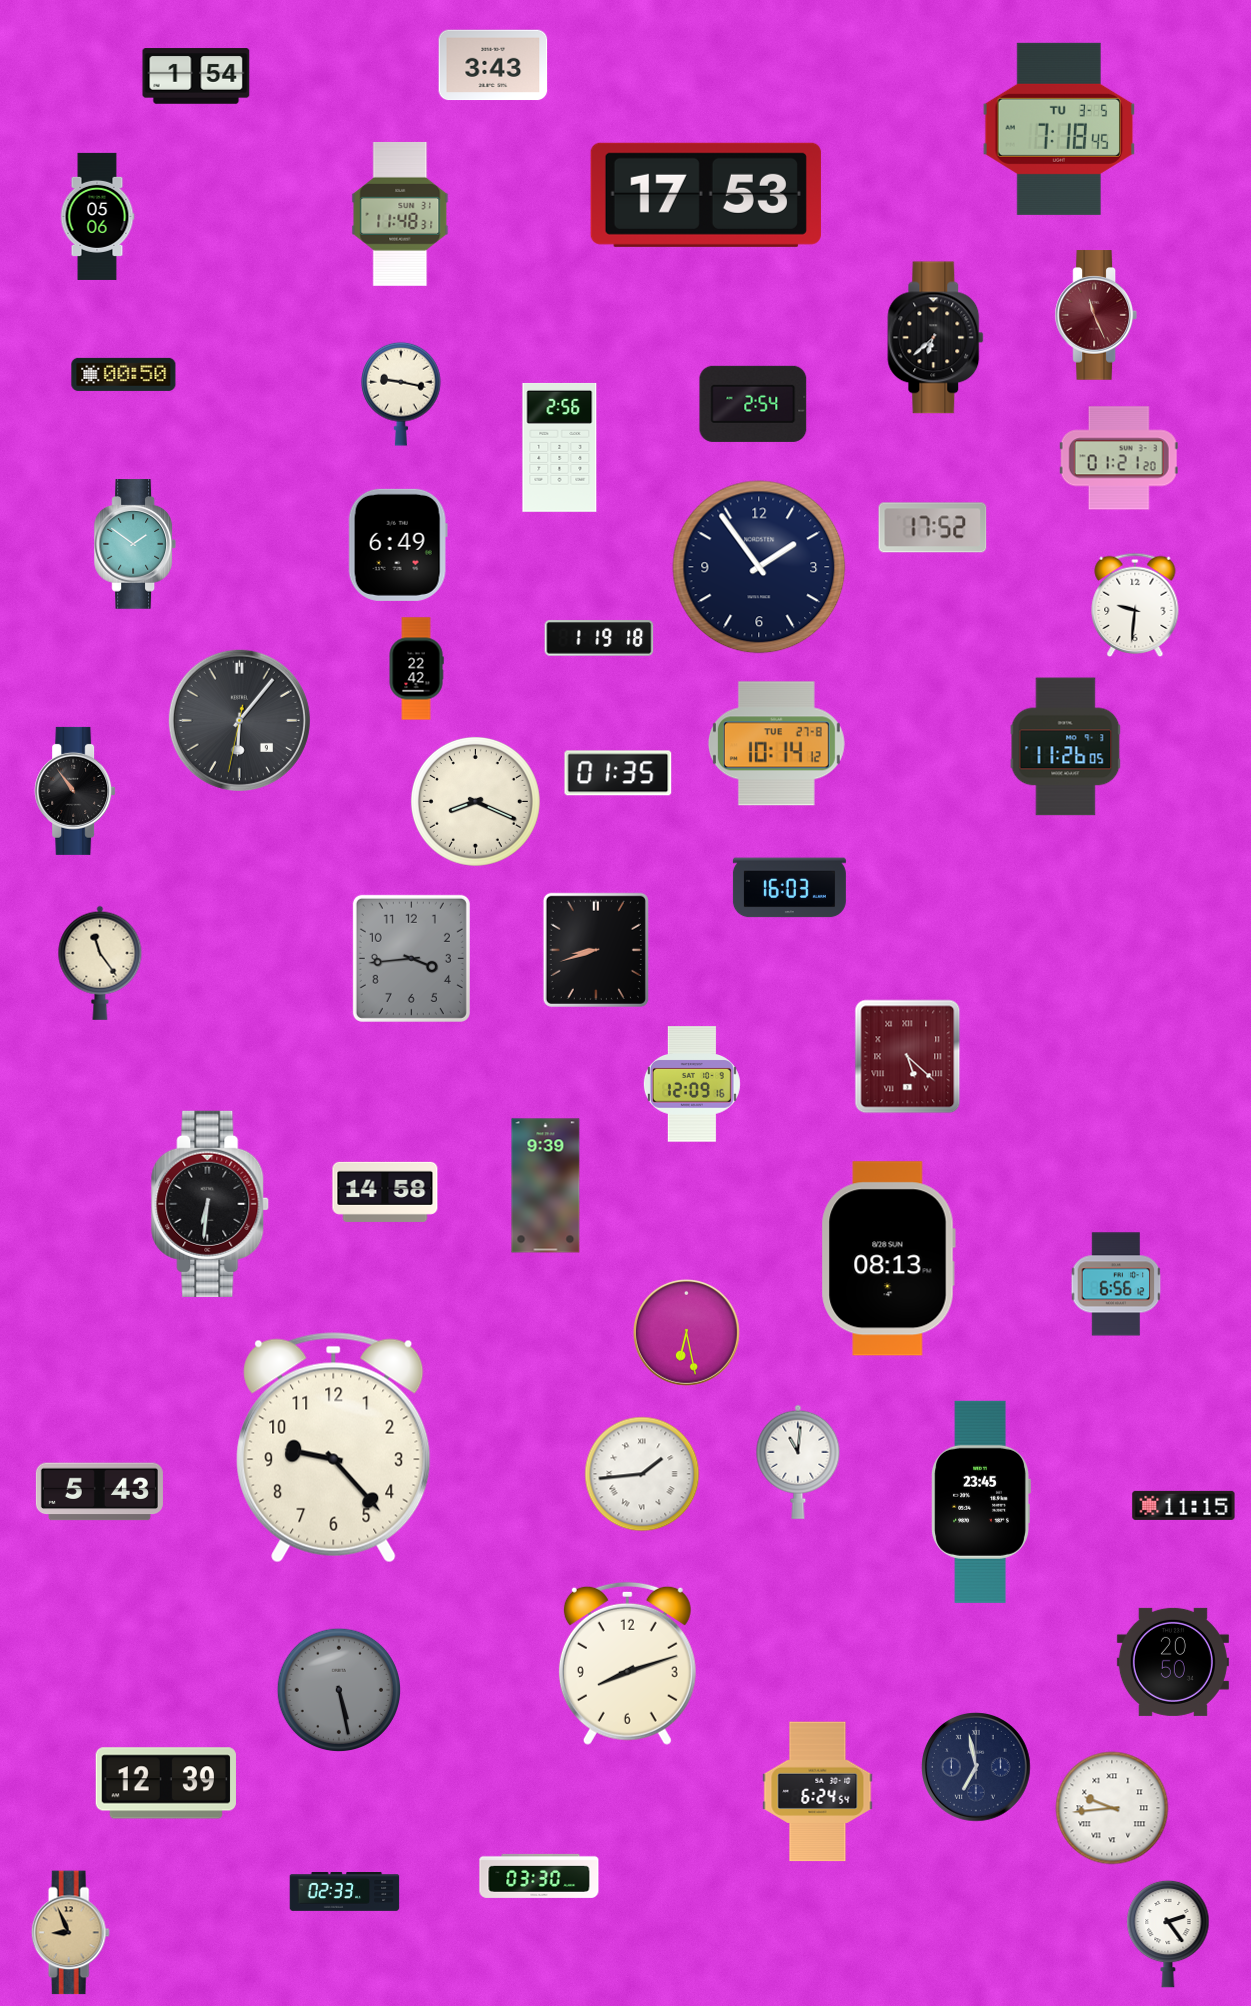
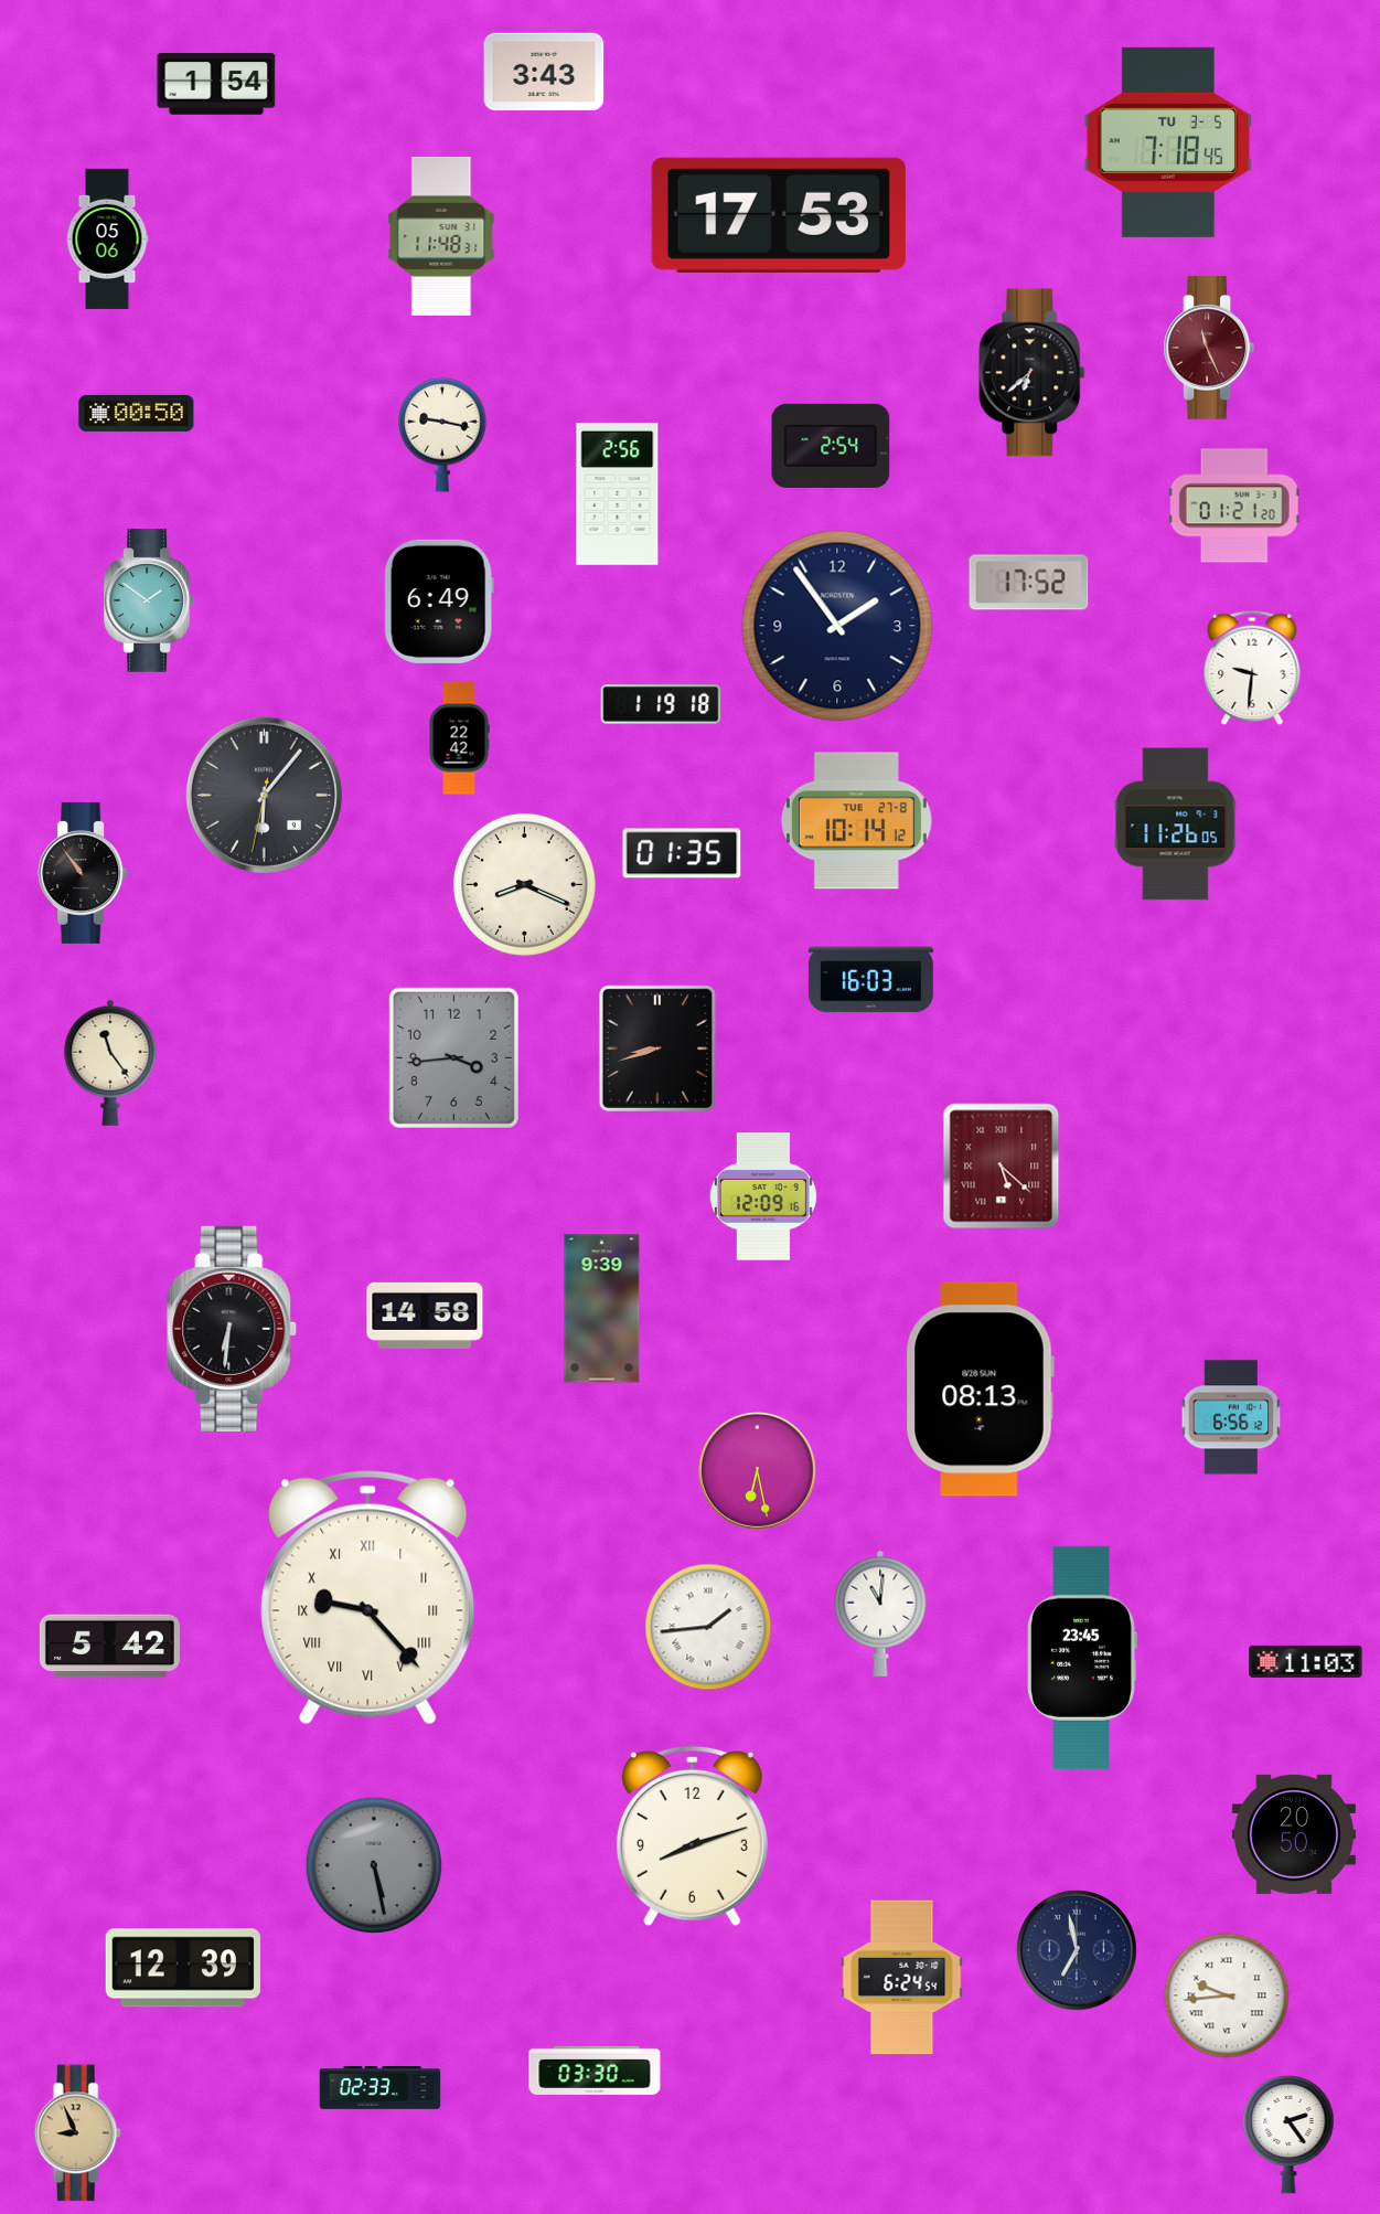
clock at (334, 1448) numerals: Arabic -> Roman
clock at (99, 1492): 5:43 -> 5:42
clock at (1184, 1505): 11:15 -> 11:03
